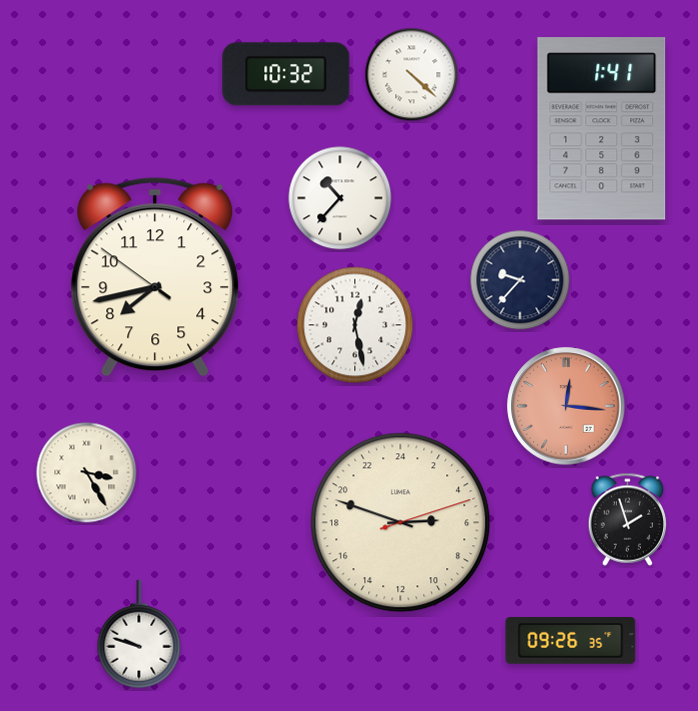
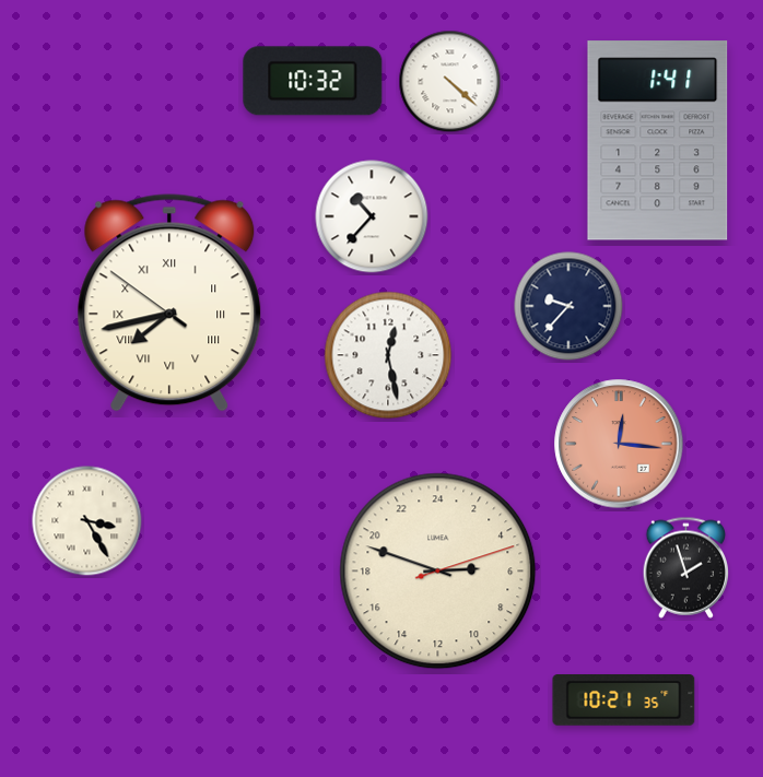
clock at (155, 277) numerals: Arabic -> Roman
clock at (87, 473) position: (87, 473) -> (87, 521)
clock at (139, 634): 9:48 -> none
clock at (571, 641): 09:26 -> 10:21
